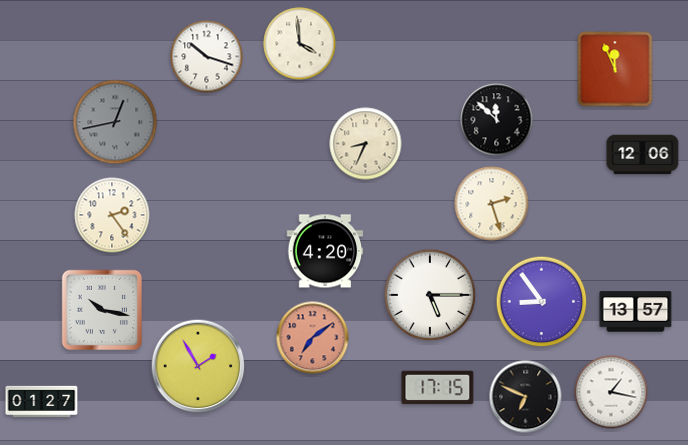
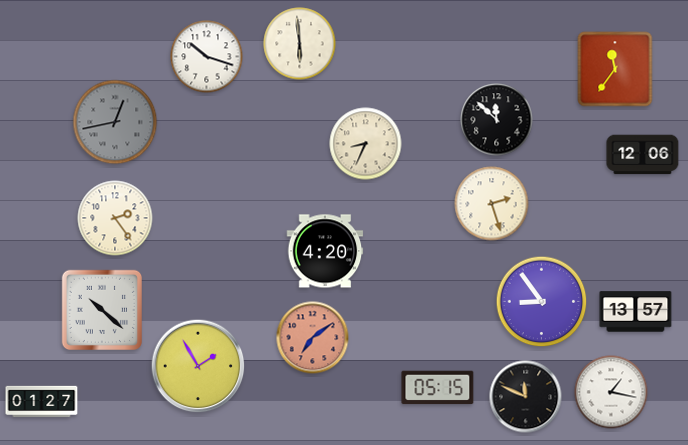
clock at (300, 44): 3:59 -> 5:59
clock at (615, 69): 11:56 -> 11:36
clock at (112, 215) position: (112, 215) -> (115, 218)
clock at (430, 295): 5:15 -> none
clock at (101, 309): 10:17 -> 10:22
clock at (438, 388): 17:15 -> 05:15
clock at (526, 397): 6:49 -> 11:49
